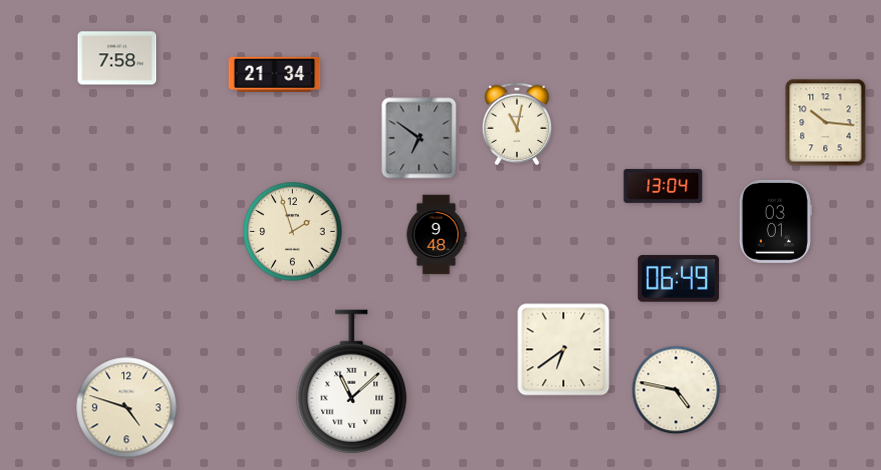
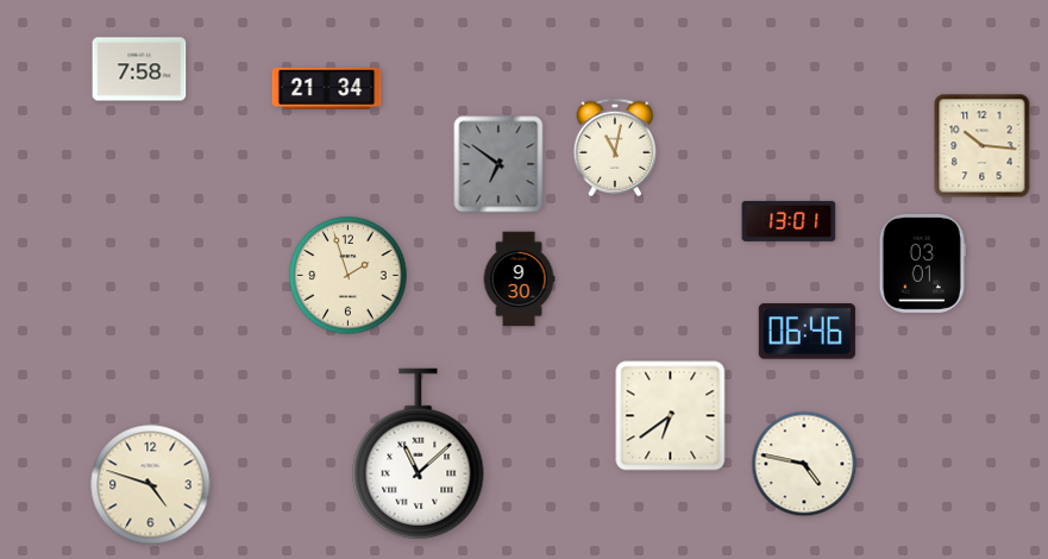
clock at (663, 186): 13:04 -> 13:01
clock at (436, 235): 9:48 -> 9:30
clock at (678, 279): 06:49 -> 06:46
